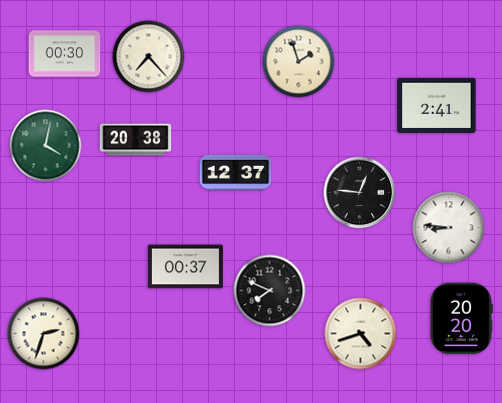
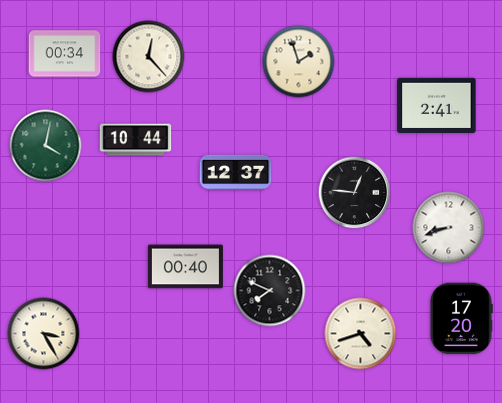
clock at (65, 54): 00:30 -> 00:34
clock at (149, 57): 7:23 -> 12:23
clock at (136, 140): 20:38 -> 10:44
clock at (360, 193) position: (360, 193) -> (355, 193)
clock at (449, 228): 8:46 -> 8:42
clock at (185, 267): 00:37 -> 00:40
clock at (461, 319): 20:20 -> 17:20
clock at (44, 334): 2:33 -> 3:25
